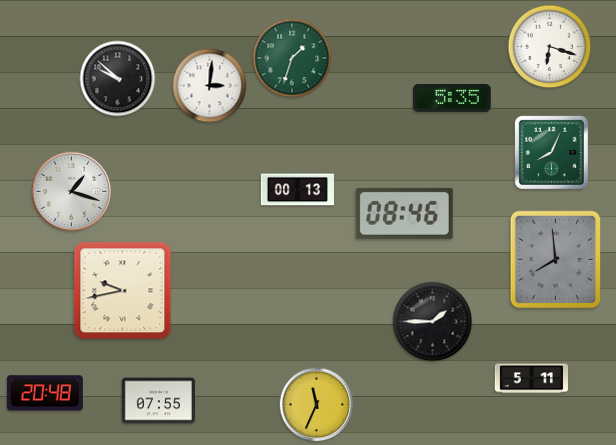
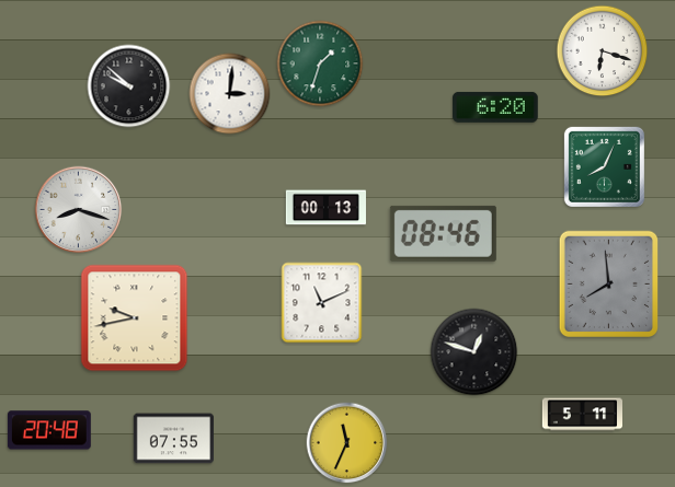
clock at (452, 98): 5:35 -> 6:20
clock at (72, 192): 1:18 -> 8:18
clock at (322, 303): none -> 11:11
clock at (433, 322): 1:45 -> 12:48
